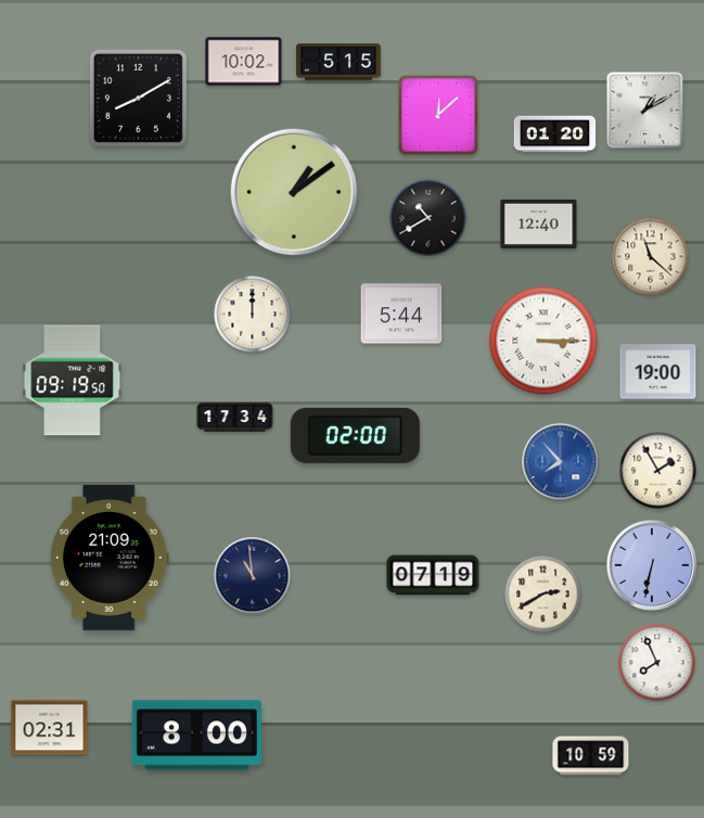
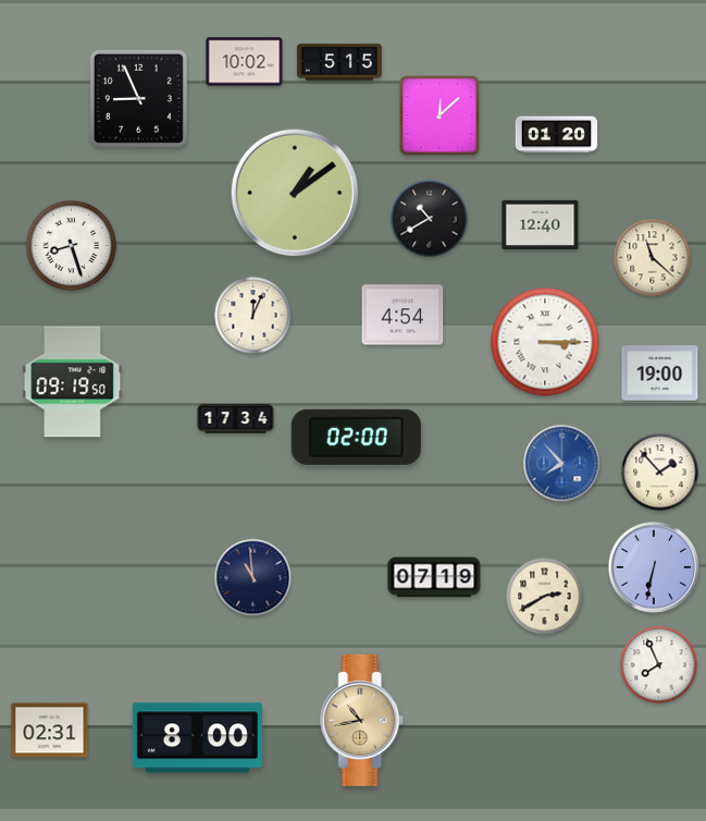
clock at (138, 98): 8:10 -> 8:56
clock at (645, 111): 1:10 -> none
clock at (72, 246): none -> 8:27
clock at (401, 314): 5:44 -> 4:54
clock at (253, 315): 12:00 -> 12:04
clock at (658, 471): 1:55 -> 1:53
clock at (110, 558): 21:09 -> none
clock at (362, 720): none -> 10:43
clock at (591, 756): 10:59 -> none
